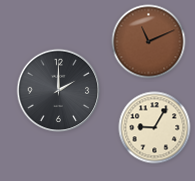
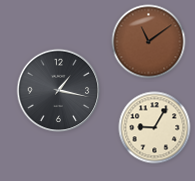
clock at (149, 42): 11:11 -> 11:09
clock at (59, 91): 2:00 -> 1:17
